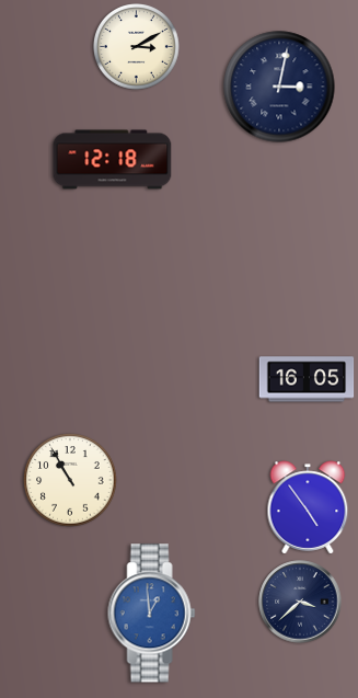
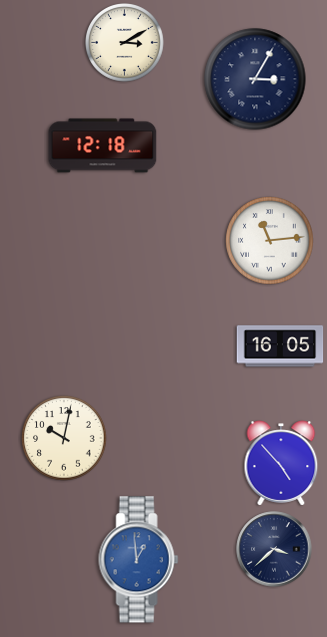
clock at (279, 87): 3:02 -> 3:05
clock at (270, 241): none -> 11:14
clock at (70, 480): 10:55 -> 10:02
clock at (308, 507): 4:54 -> 4:53
